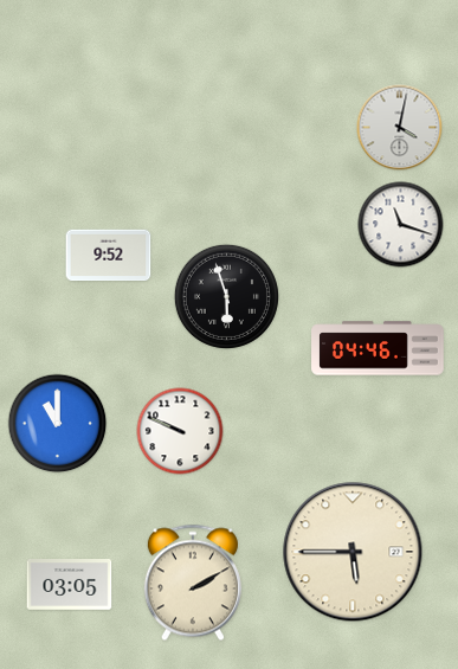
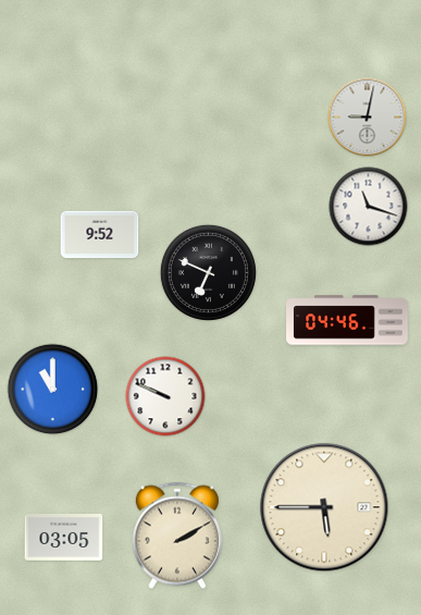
clock at (400, 128): 4:02 -> 9:02
clock at (226, 296): 5:57 -> 6:49
